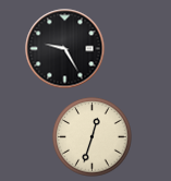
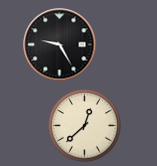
clock at (93, 137): 12:33 -> 12:38
